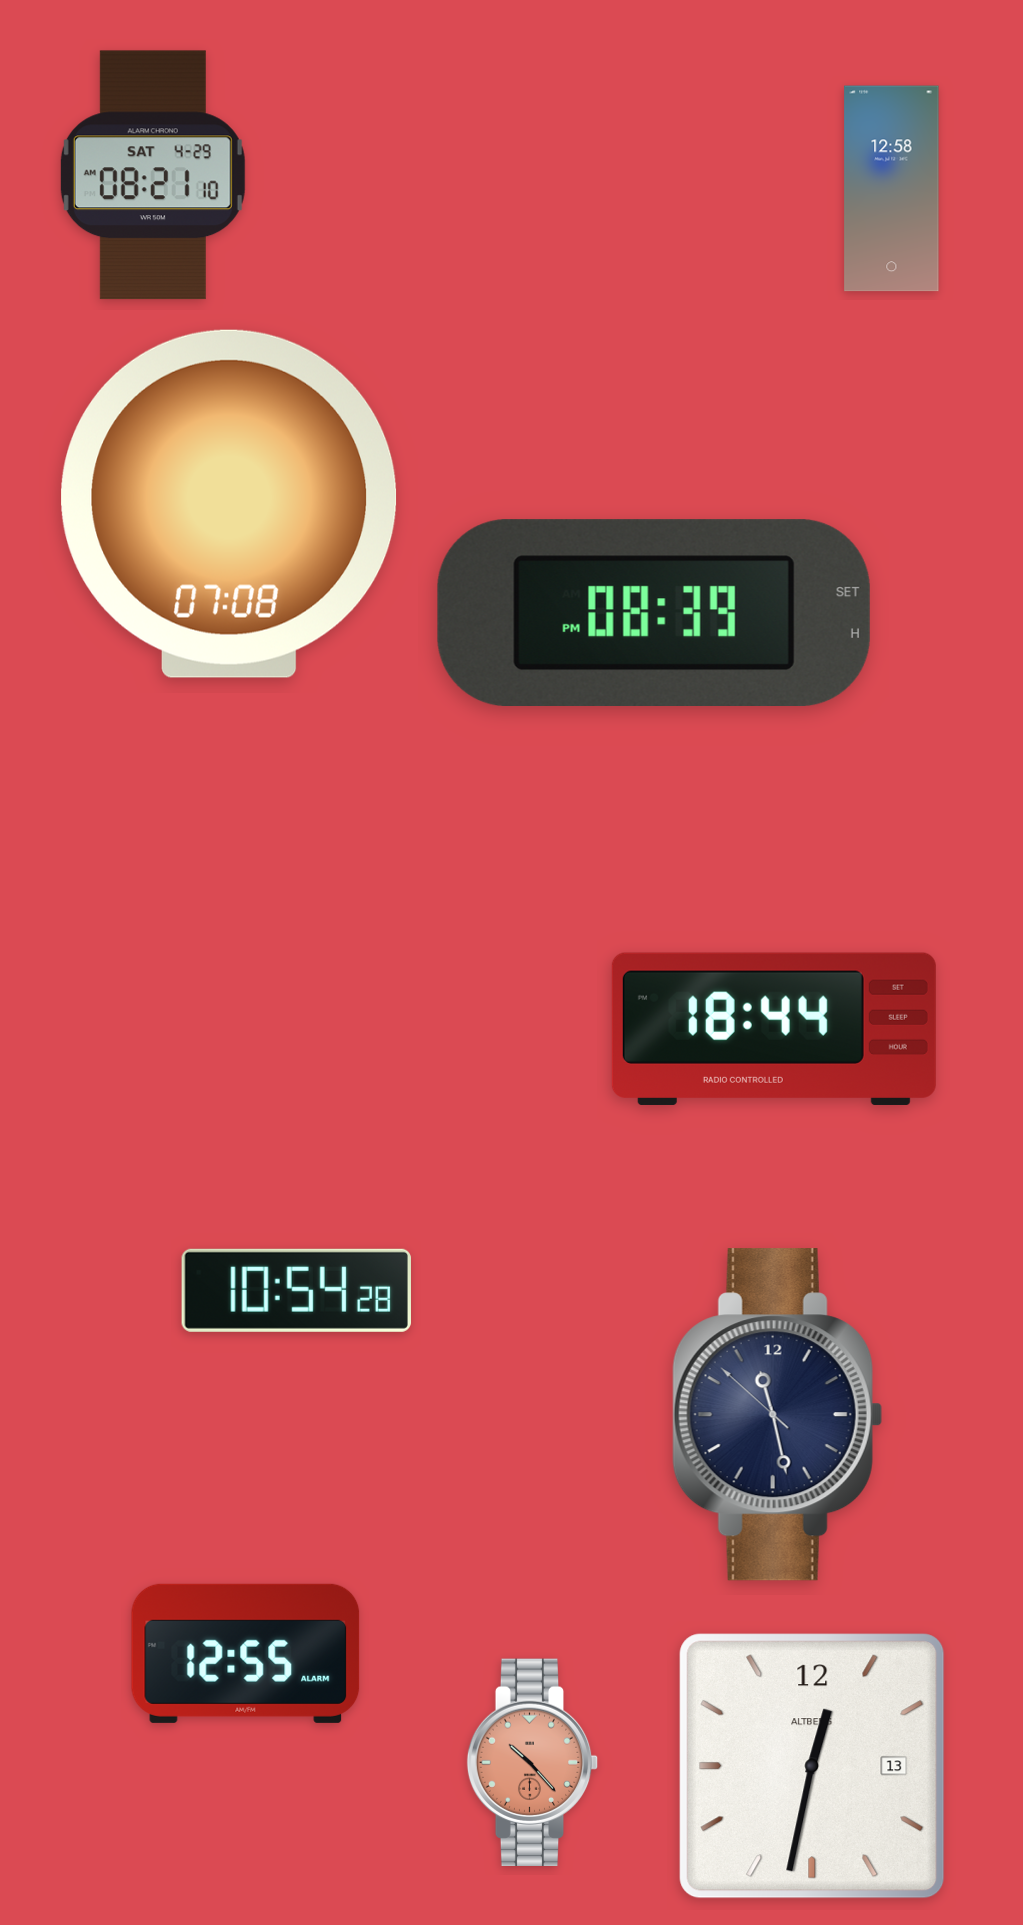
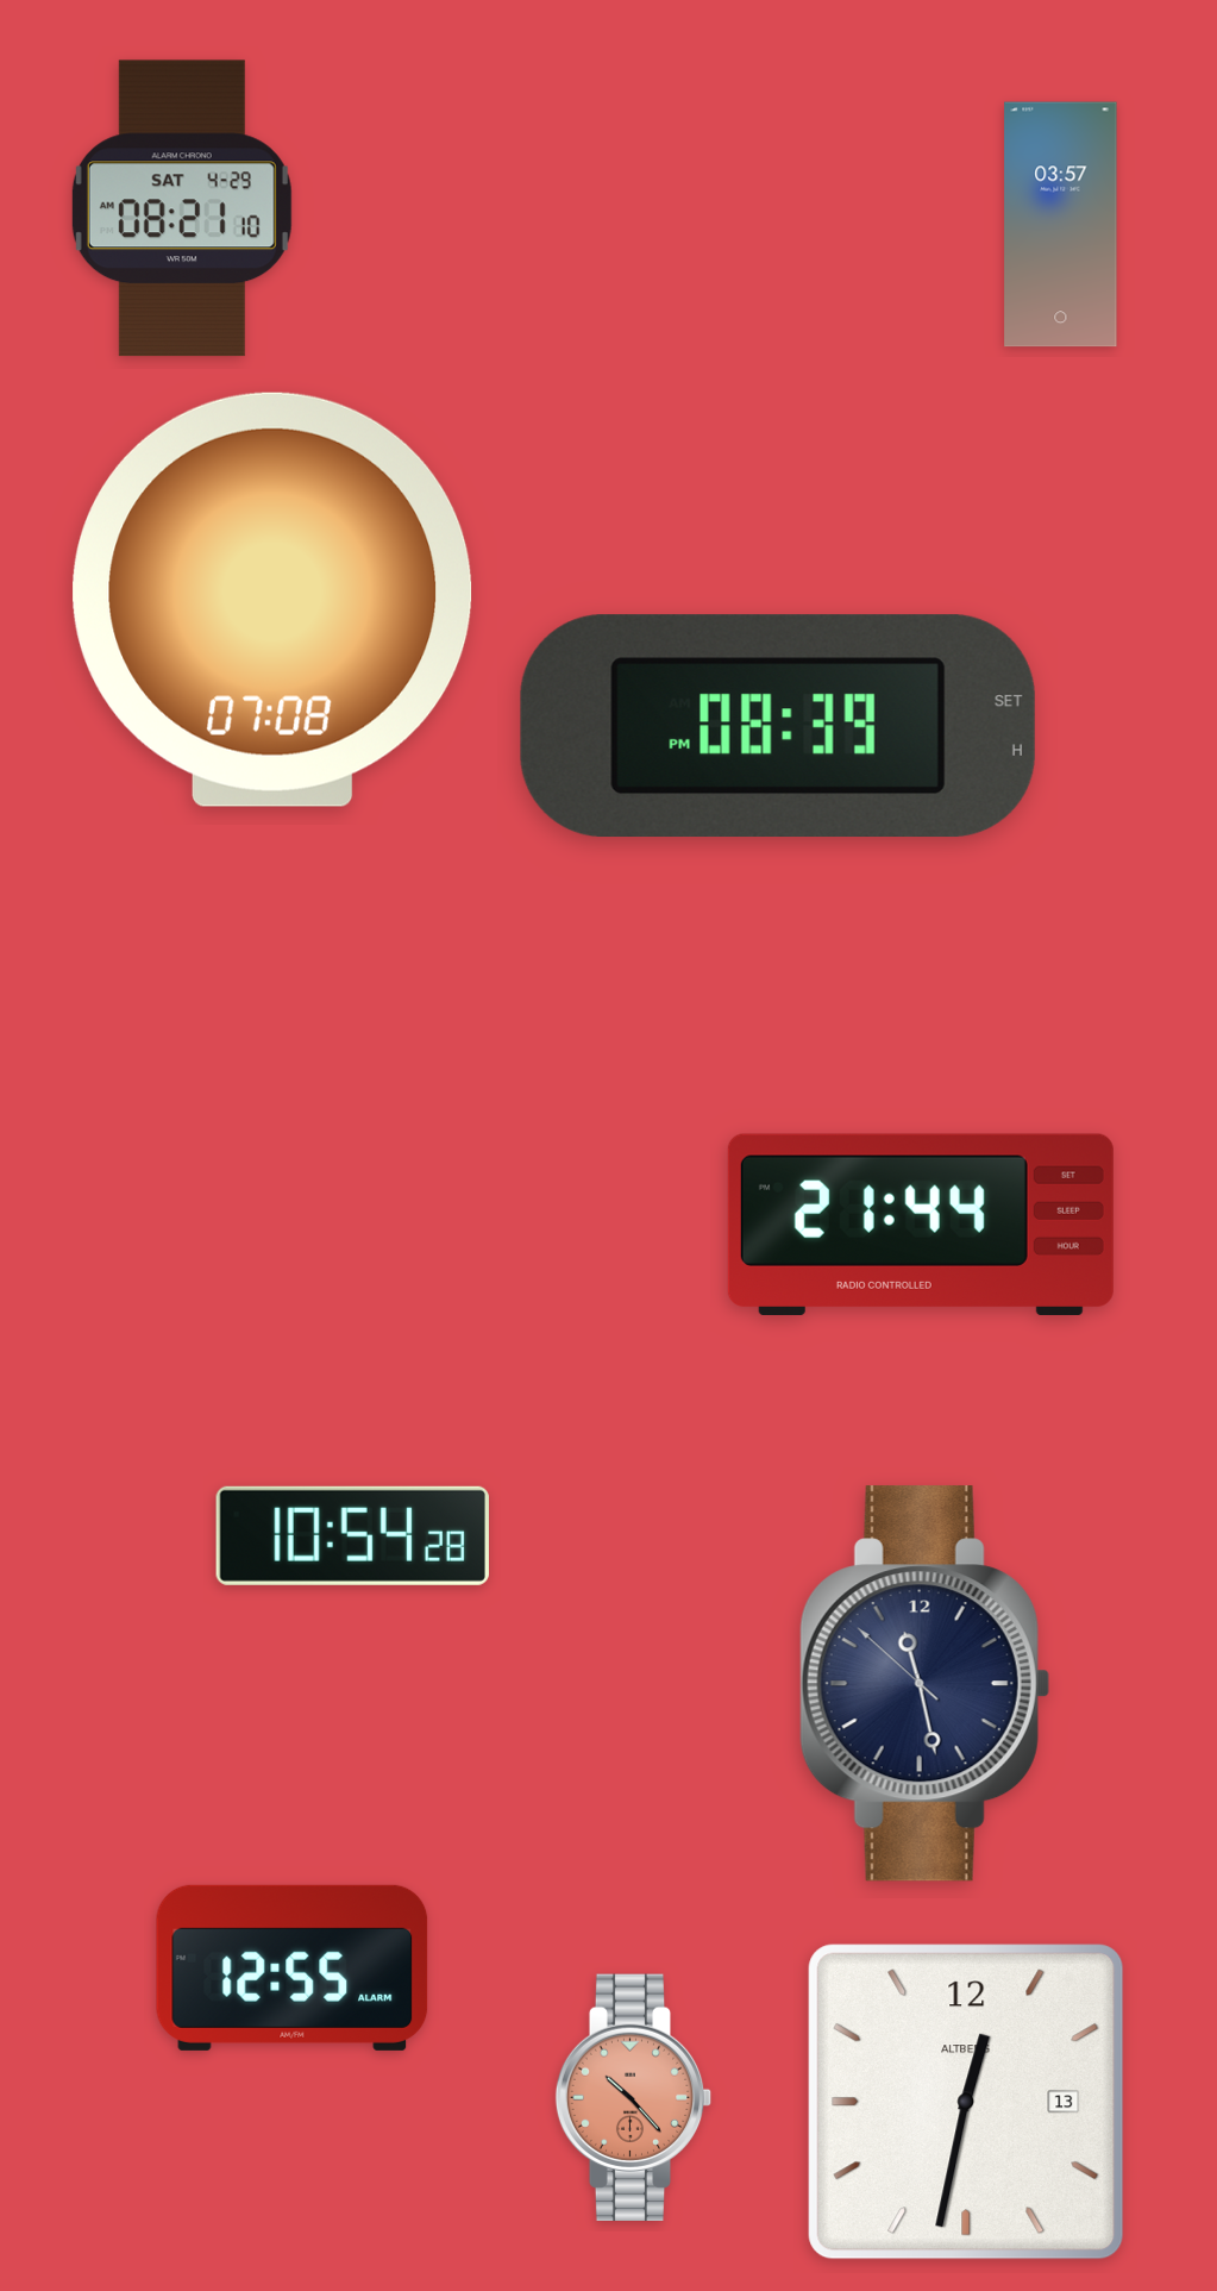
clock at (892, 189): 12:58 -> 03:57
clock at (654, 612) position: (654, 612) -> (778, 725)
clock at (774, 1029): 18:44 -> 21:44
